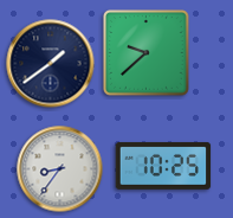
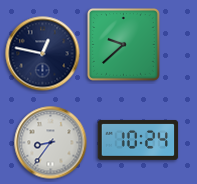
clock at (51, 64): 1:39 -> 12:47
clock at (163, 166): 10:25 -> 10:24
